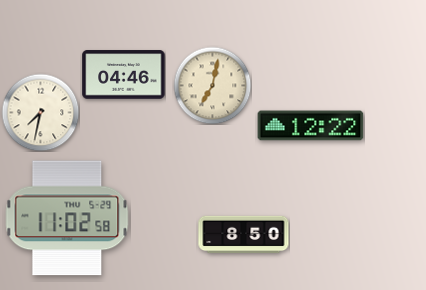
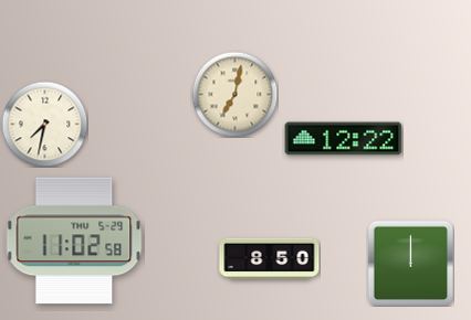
clock at (124, 75): 04:46 -> none
clock at (410, 263): none -> 12:00
